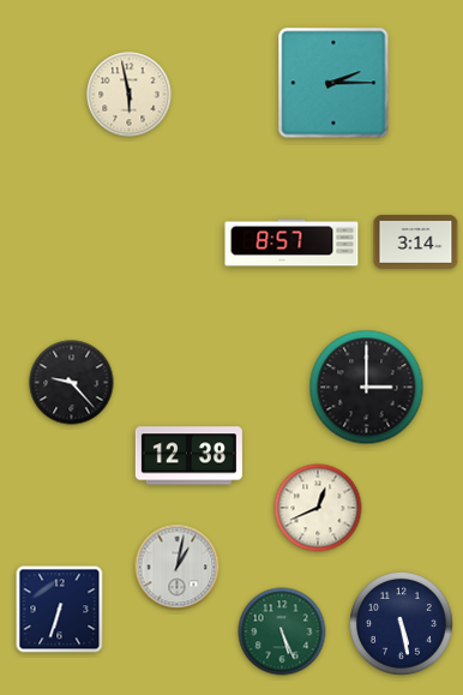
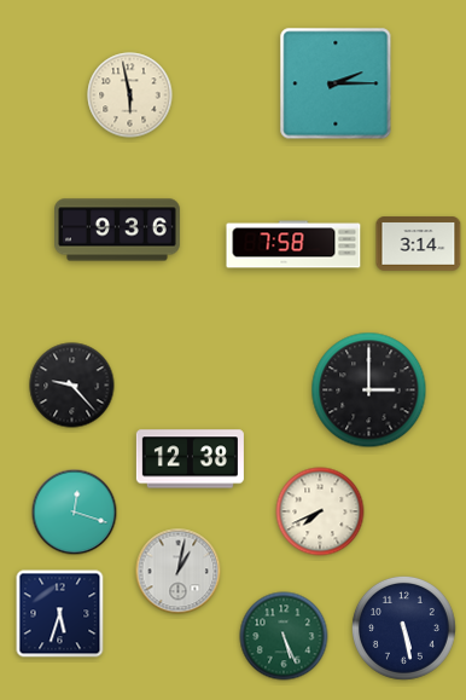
clock at (118, 230): none -> 9:36
clock at (291, 242): 8:57 -> 7:58
clock at (318, 508): 12:41 -> 7:41
clock at (75, 513): none -> 12:18
clock at (60, 610): 6:33 -> 5:33
